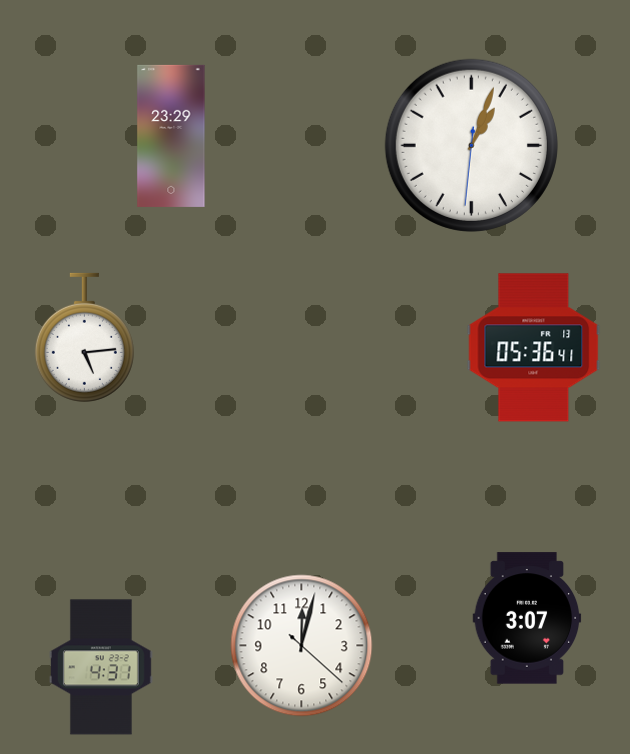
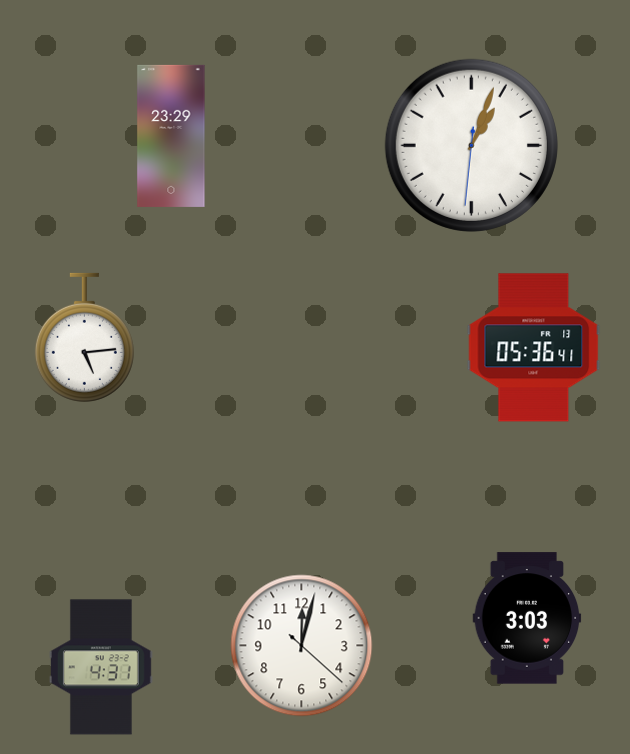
clock at (527, 618): 3:07 -> 3:03
